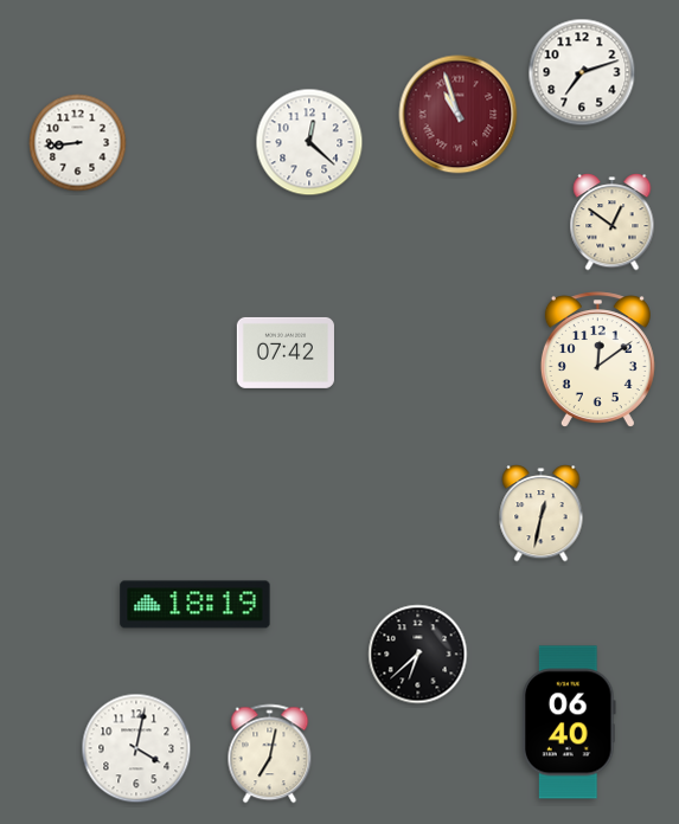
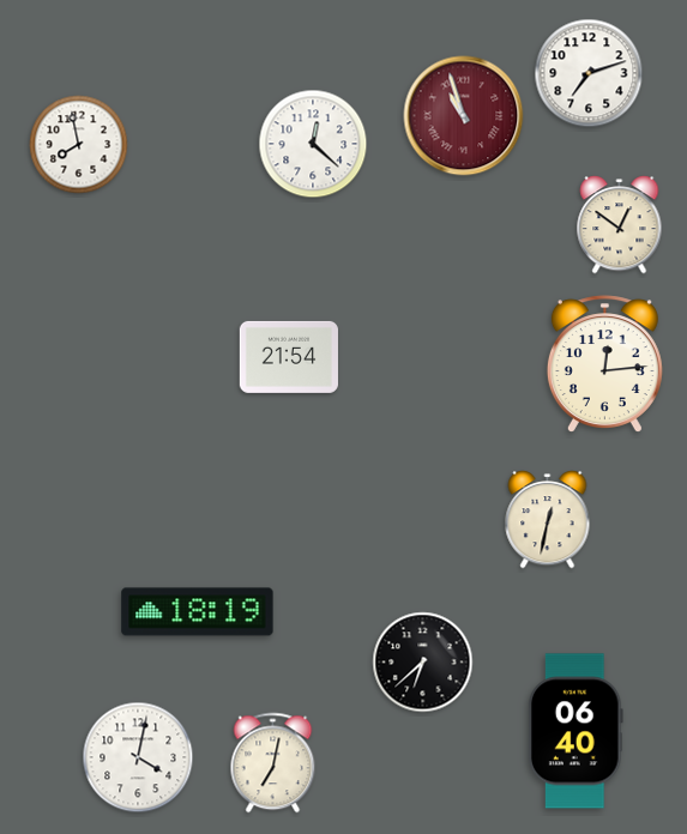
clock at (78, 143): 8:44 -> 7:58
clock at (286, 353): 07:42 -> 21:54
clock at (597, 359): 12:09 -> 12:14
